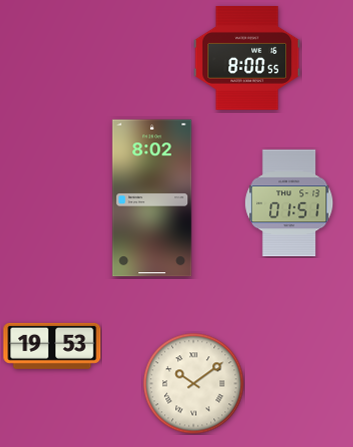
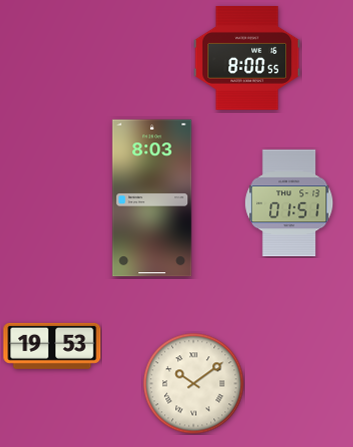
clock at (152, 198): 8:02 -> 8:03
